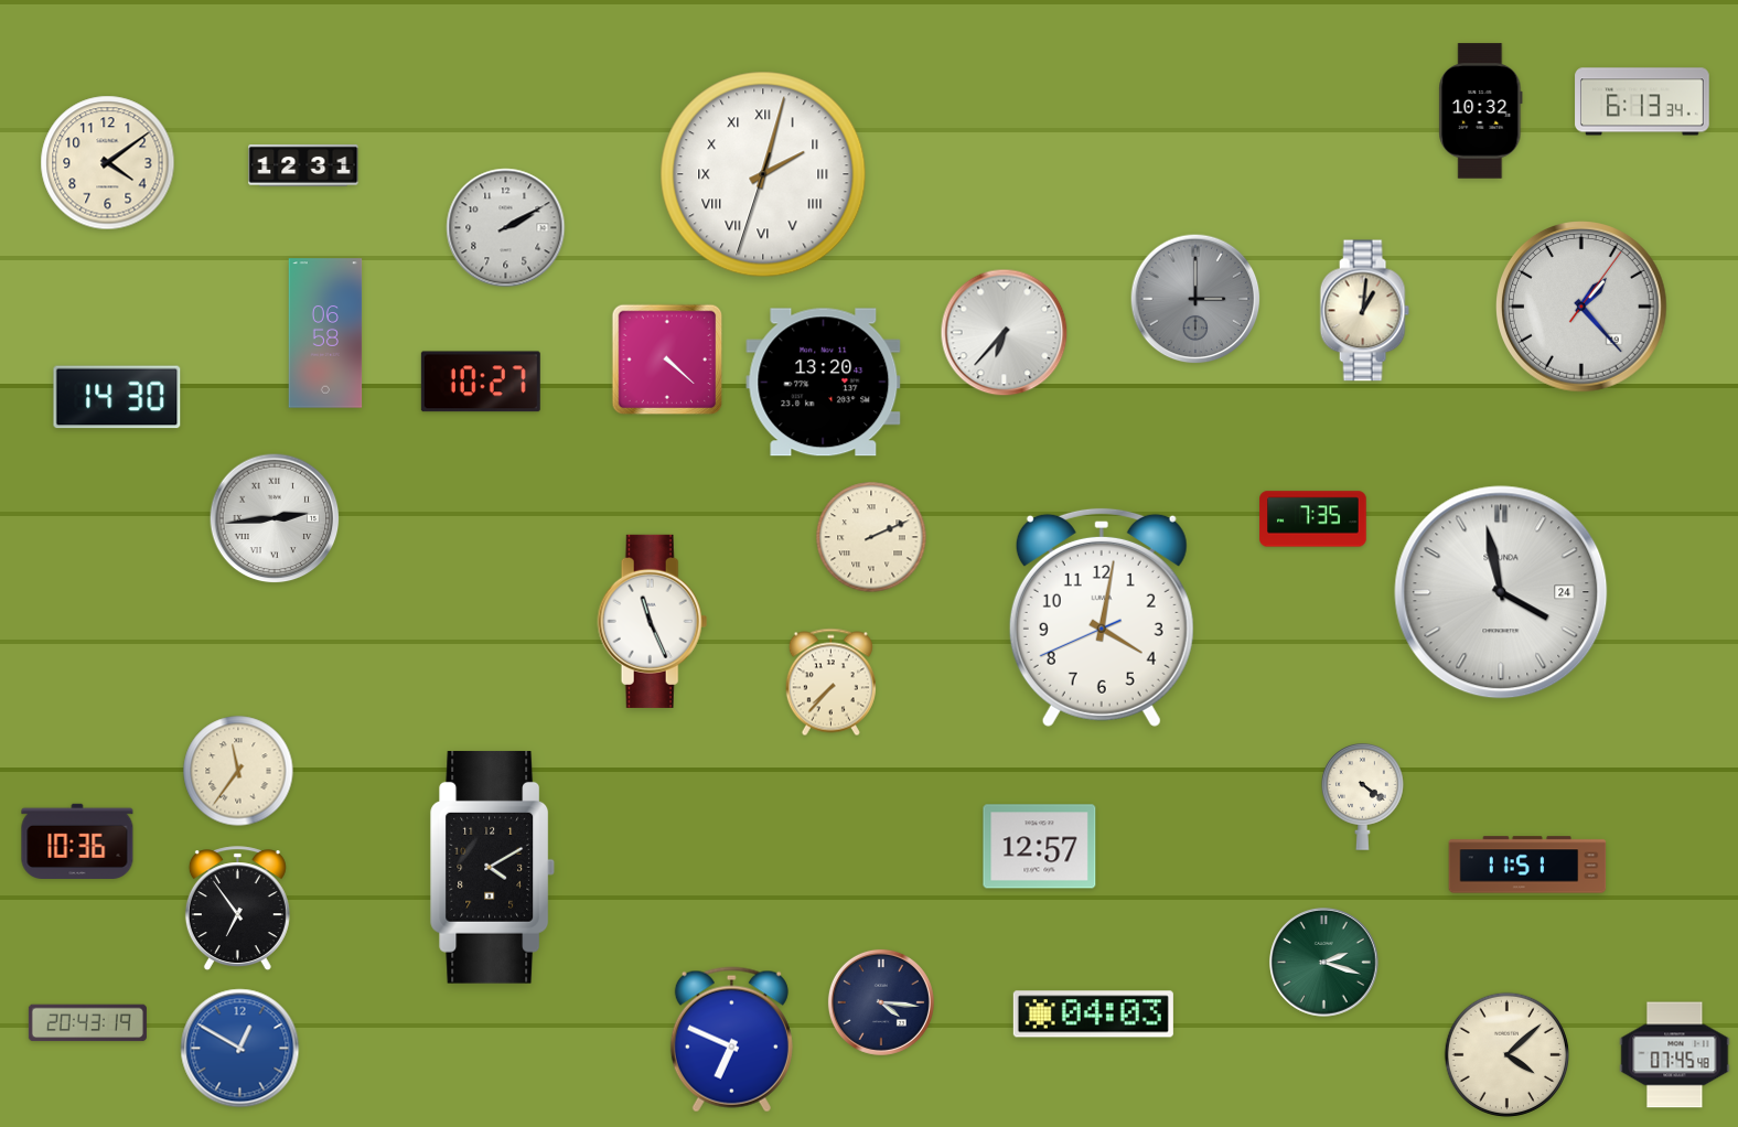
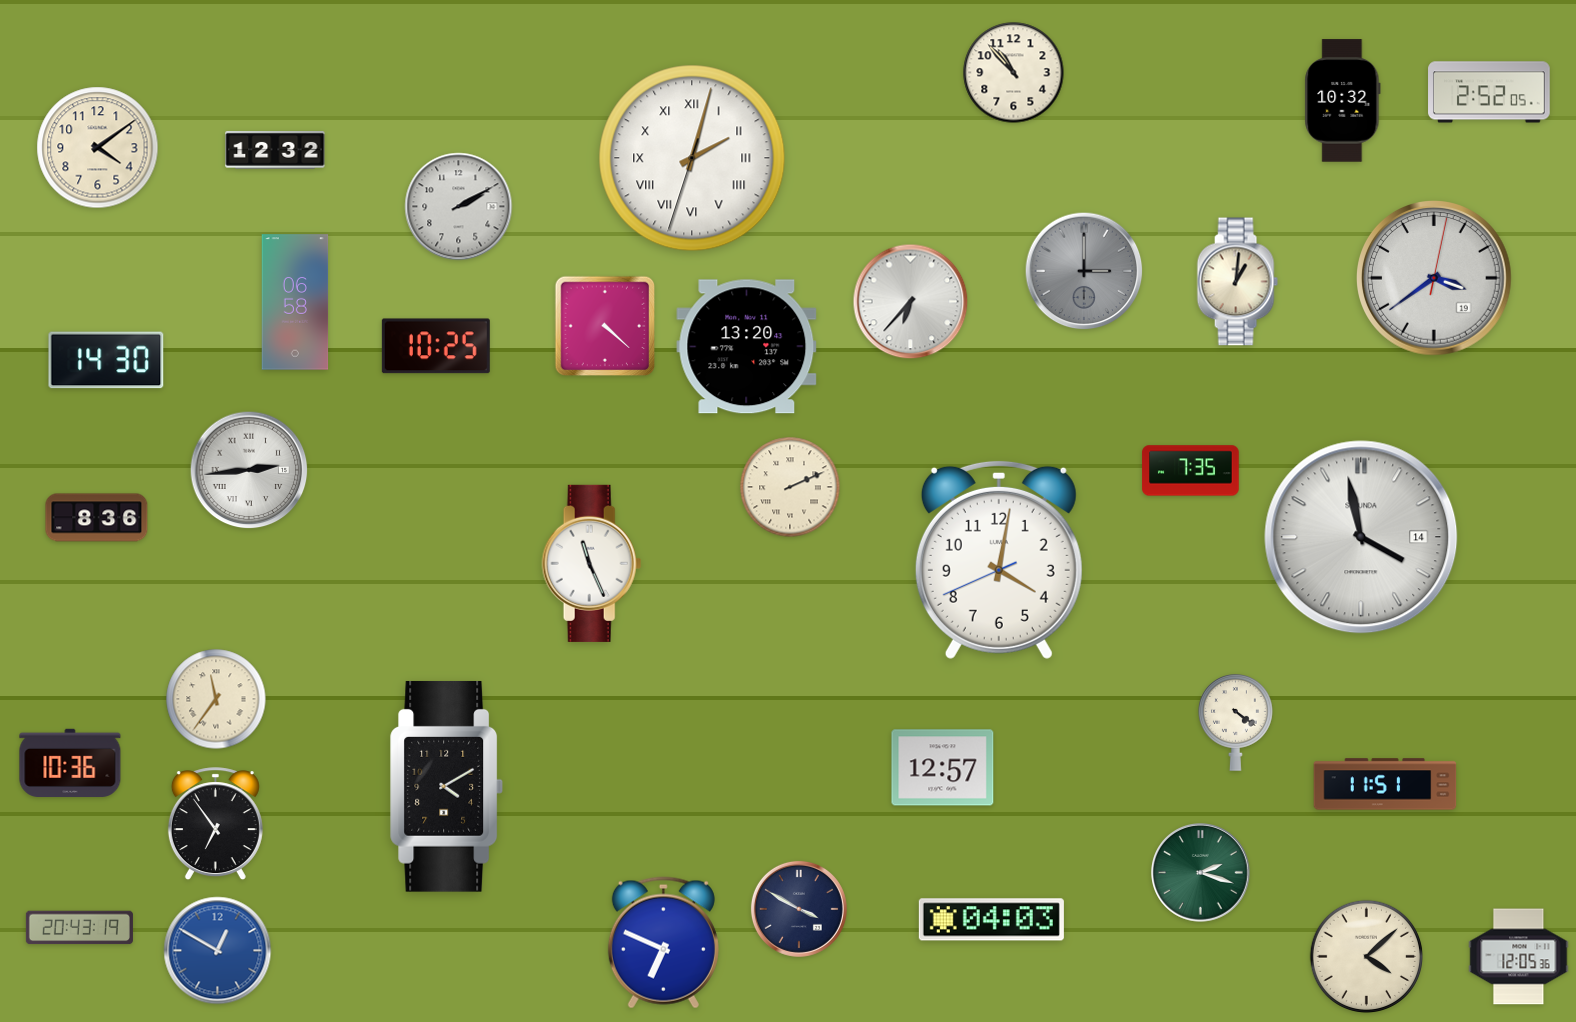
clock at (1014, 73): none -> 10:53
clock at (1642, 101): 6:13 -> 2:52
clock at (303, 165): 12:31 -> 12:32
clock at (1583, 308): 1:23 -> 3:39
clock at (481, 382): 10:27 -> 10:25
clock at (97, 518): none -> 8:36
clock at (1501, 592) date: 24 -> 14
clock at (830, 683): 7:37 -> none
clock at (881, 1002): 4:16 -> 3:50
clock at (1675, 1055): 07:45 -> 12:05
